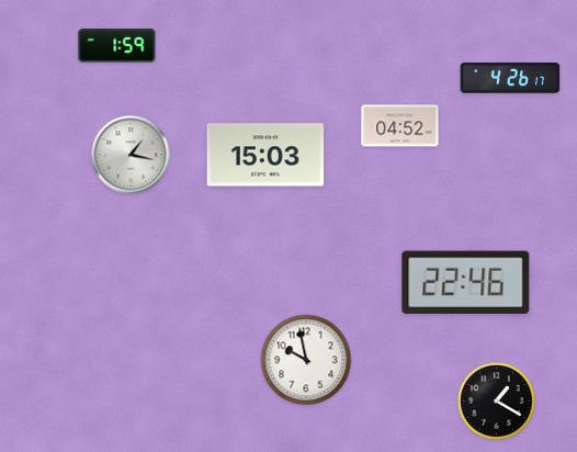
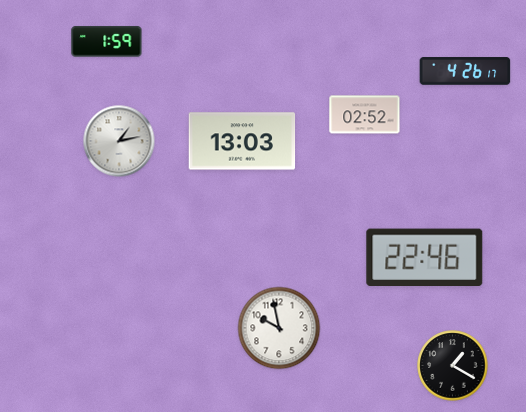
clock at (400, 126): 04:52 -> 02:52
clock at (131, 155): 1:17 -> 1:13
clock at (265, 155): 15:03 -> 13:03
